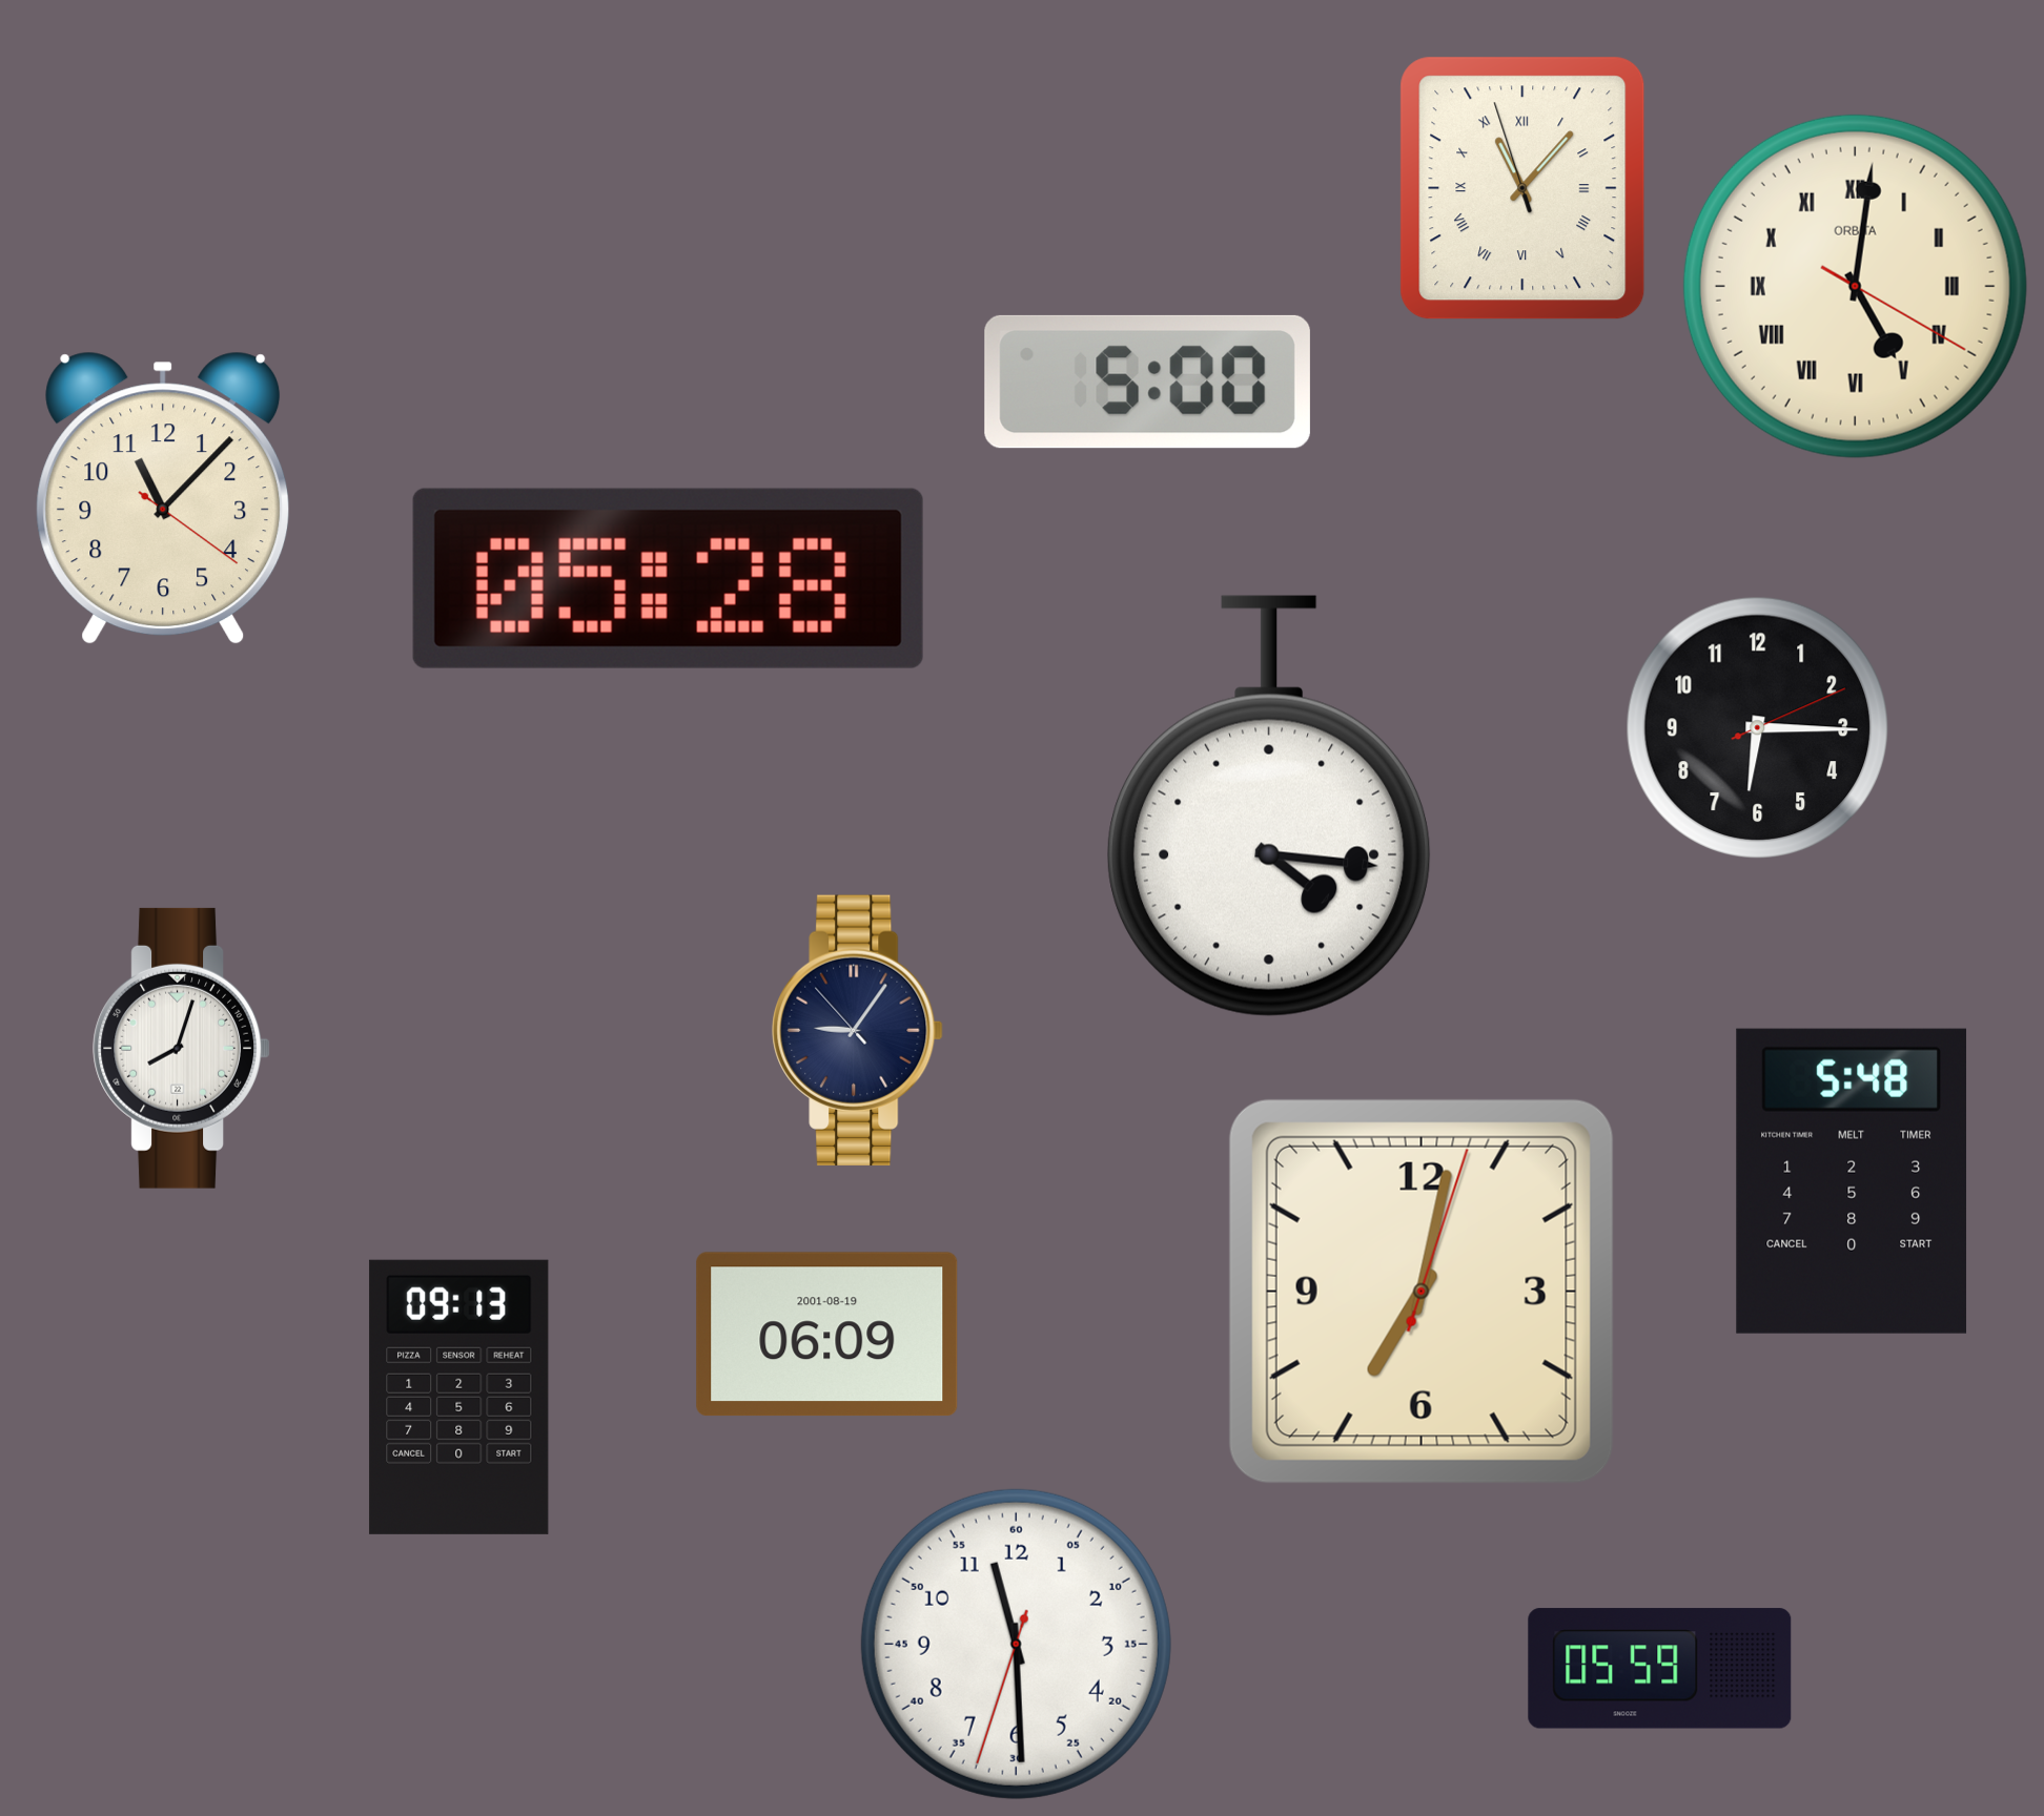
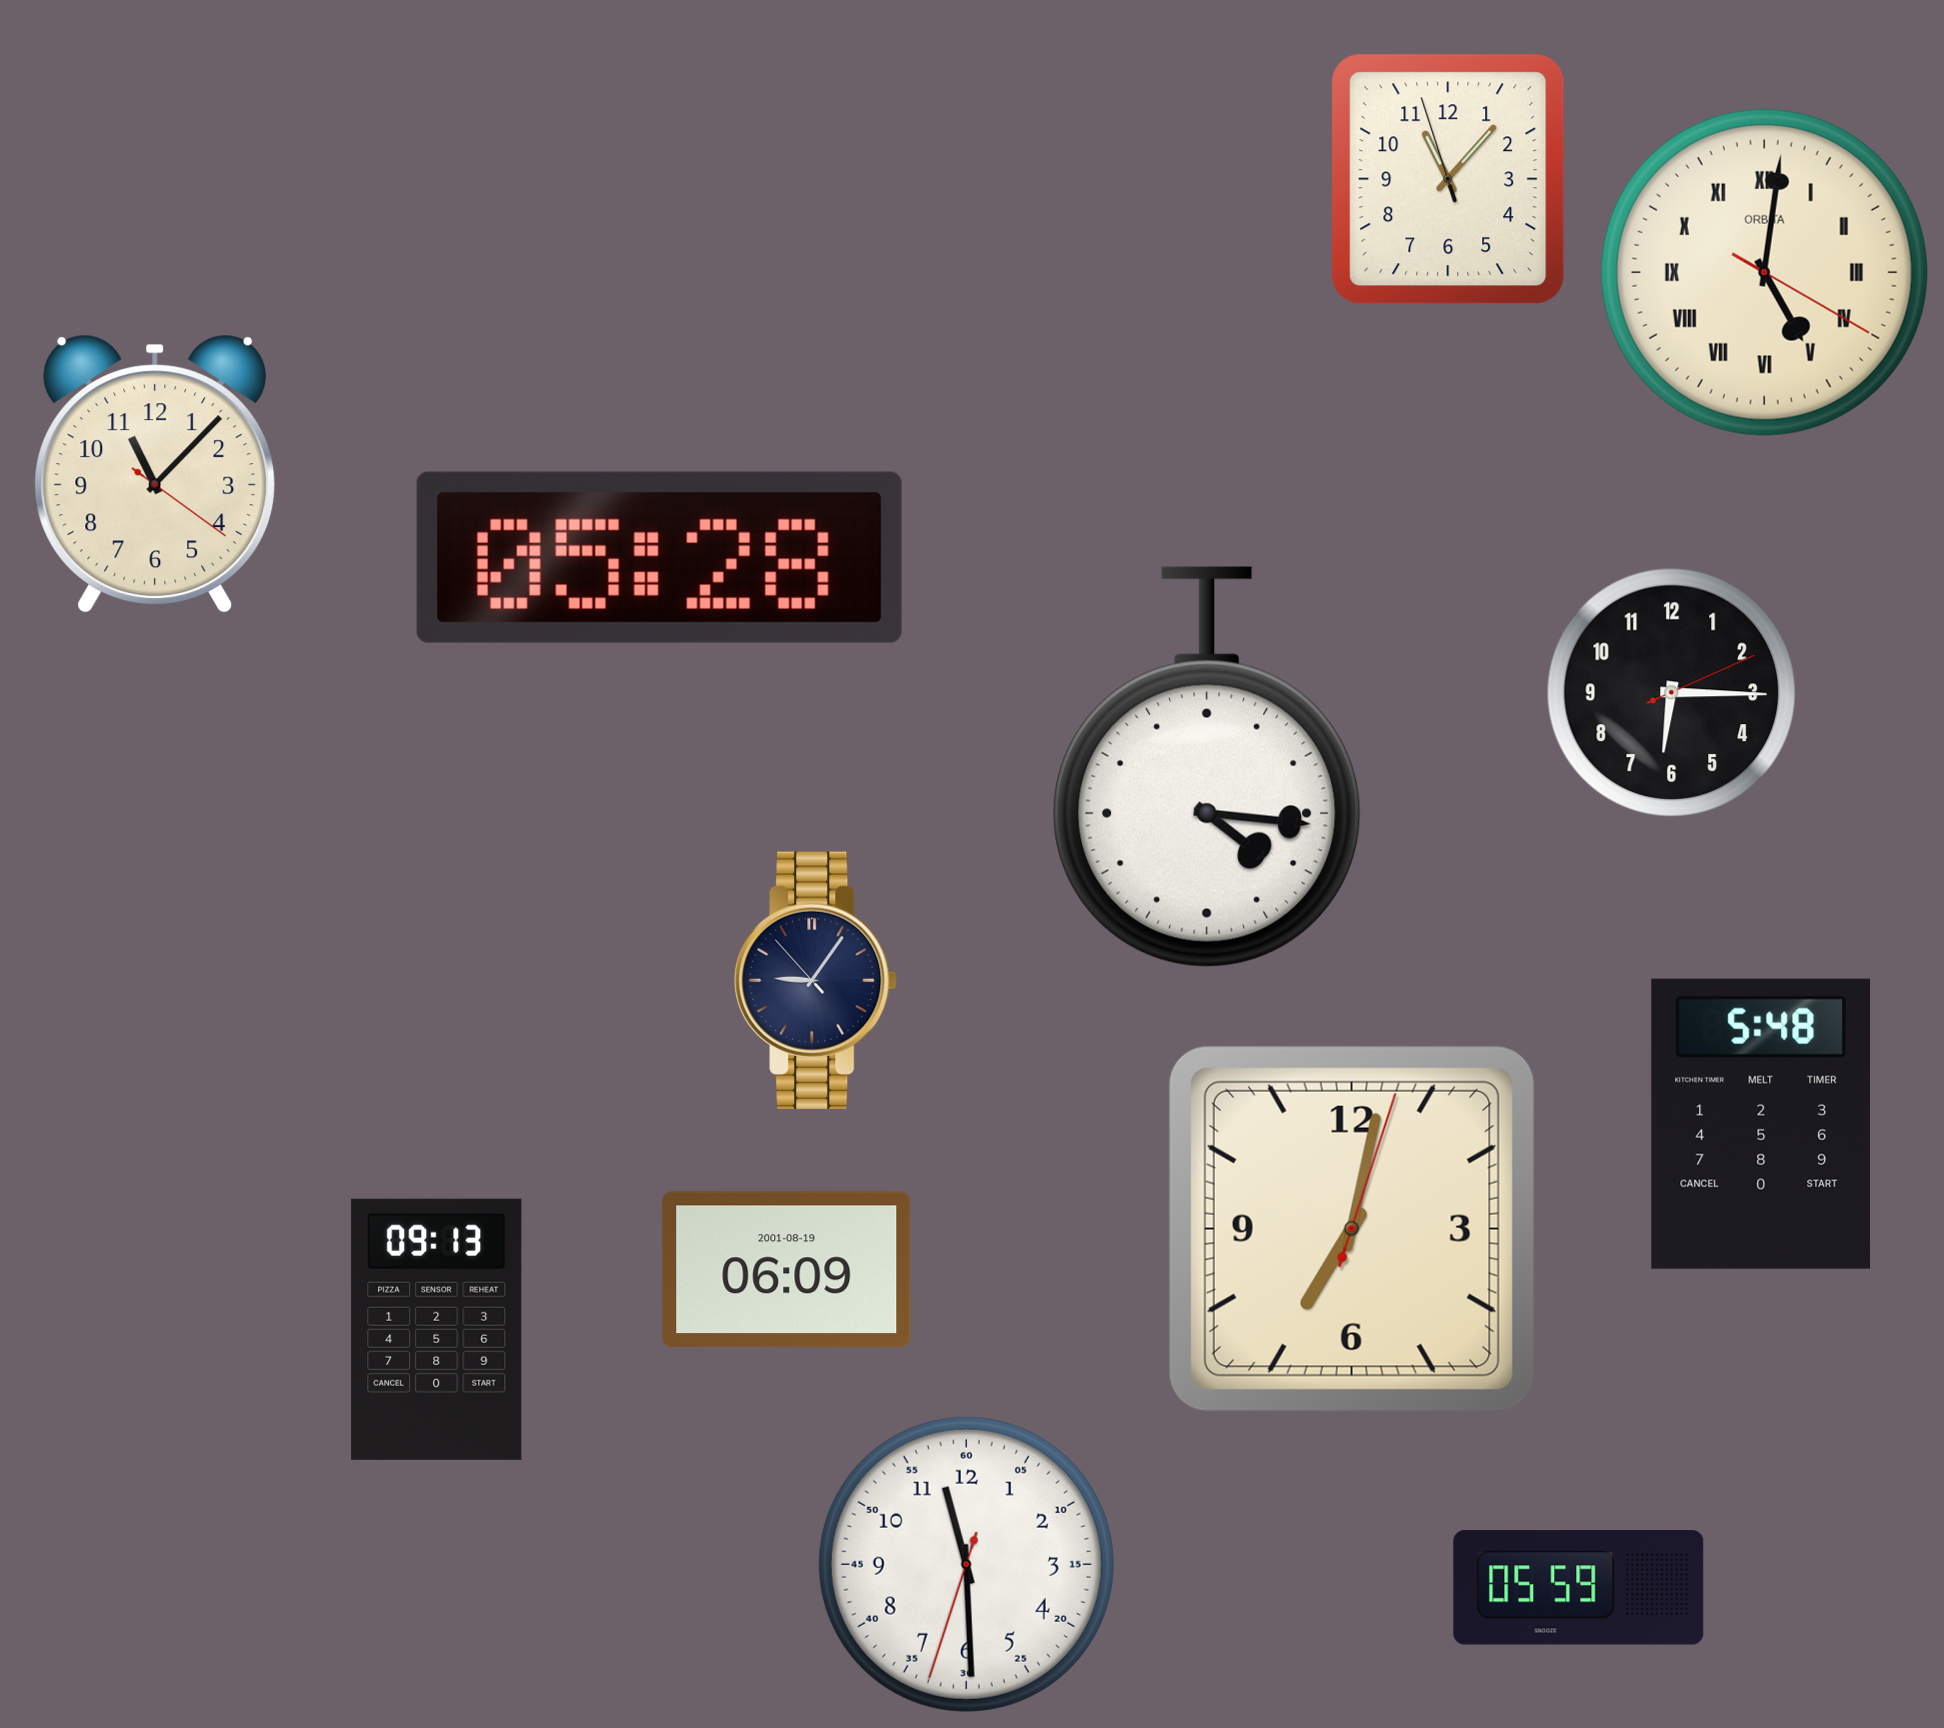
clock at (1522, 188) numerals: Roman -> Arabic
clock at (1147, 381): 5:00 -> none
clock at (668, 578) position: (668, 578) -> (659, 557)
clock at (181, 1048): 8:03 -> none
